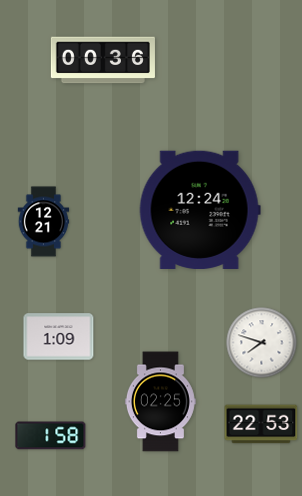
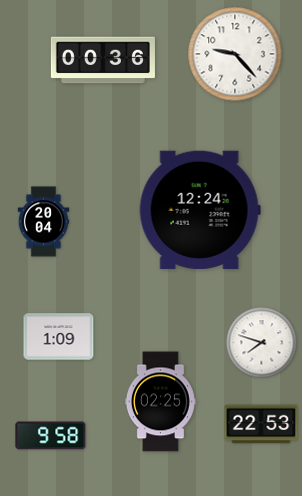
clock at (235, 54): none -> 9:23
clock at (44, 222): 12:21 -> 20:04
clock at (51, 436): 1:58 -> 9:58
